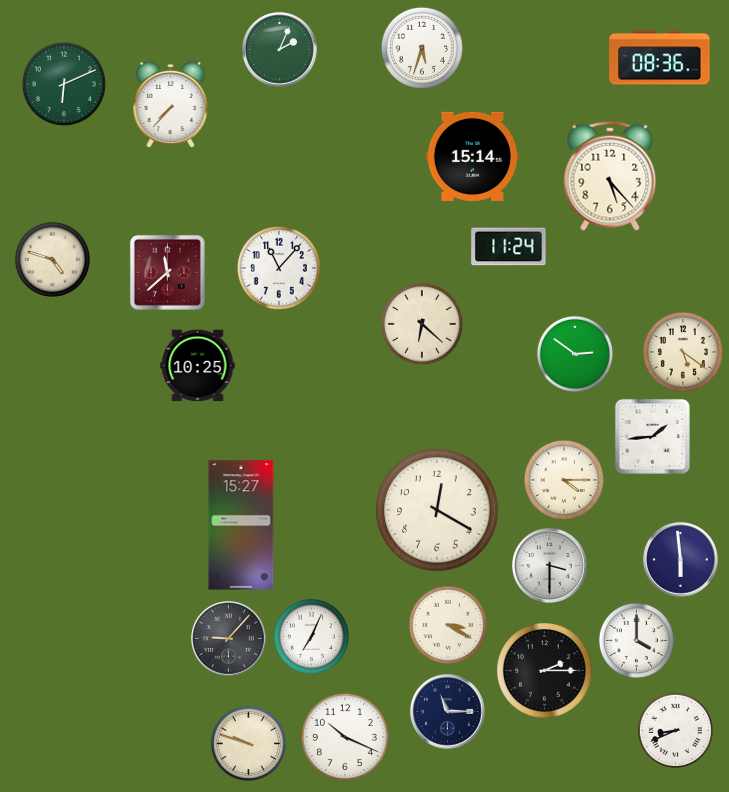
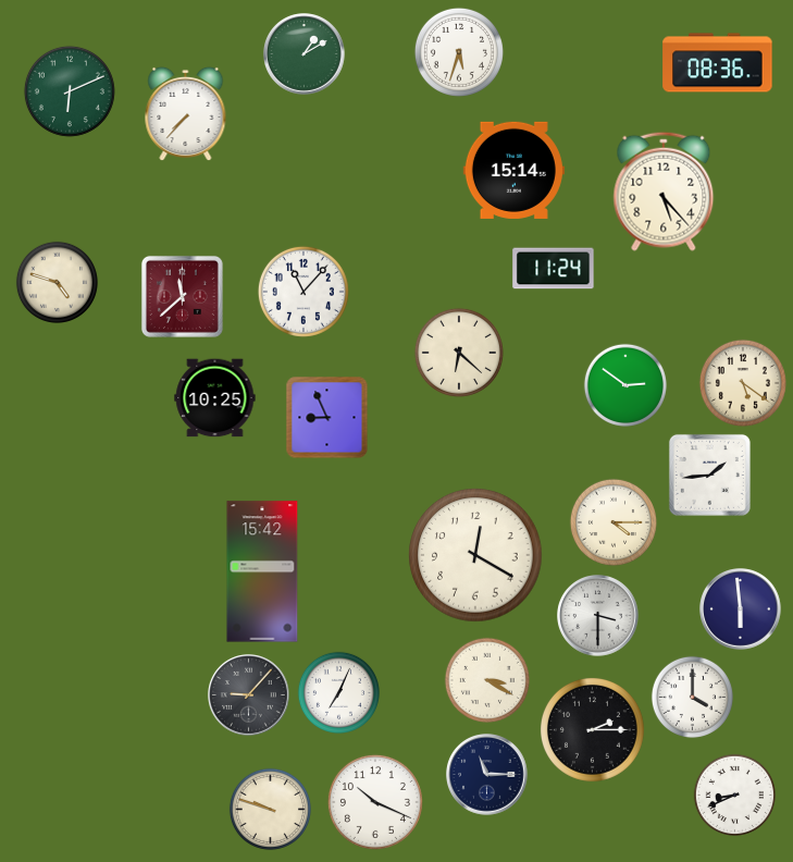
clock at (280, 50): 2:04 -> 1:10
clock at (327, 418): none -> 8:56
clock at (241, 525): 15:27 -> 15:42
